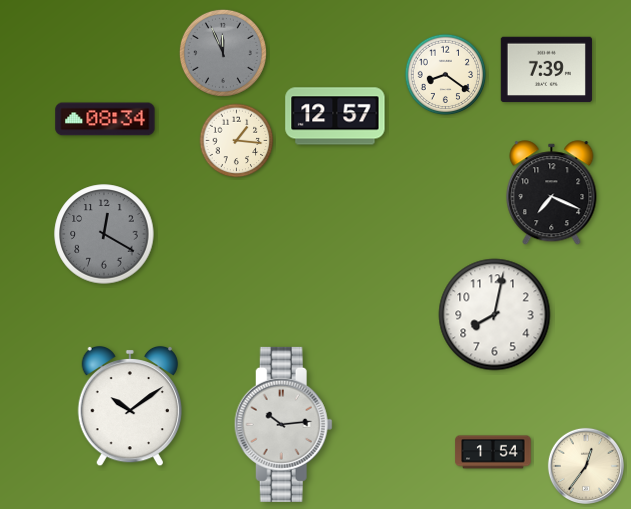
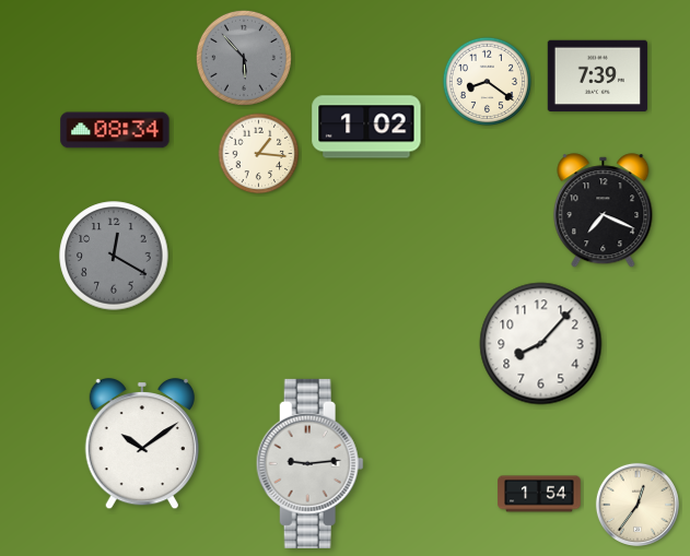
clock at (223, 53): 11:56 -> 5:53
clock at (335, 116): 12:57 -> 1:02
clock at (495, 315): 8:02 -> 8:07
clock at (283, 424): 10:14 -> 9:14
clock at (586, 466) position: (586, 466) -> (638, 505)
